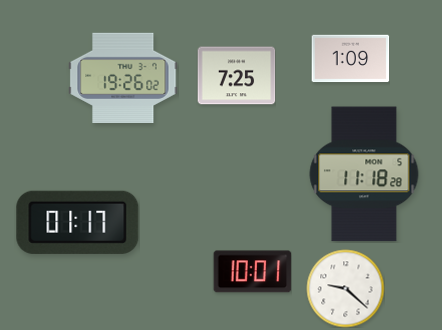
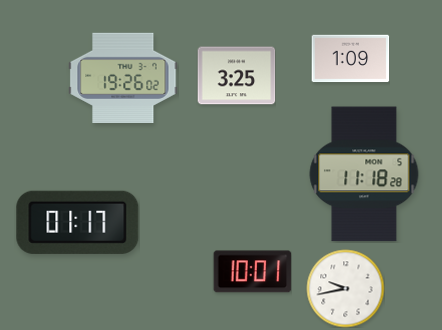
clock at (236, 76): 7:25 -> 3:25
clock at (345, 288): 9:22 -> 9:43
